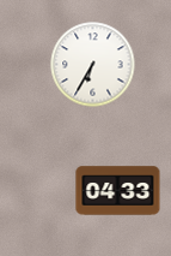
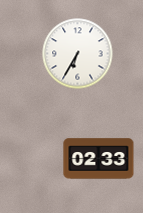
clock at (118, 191): 04:33 -> 02:33
